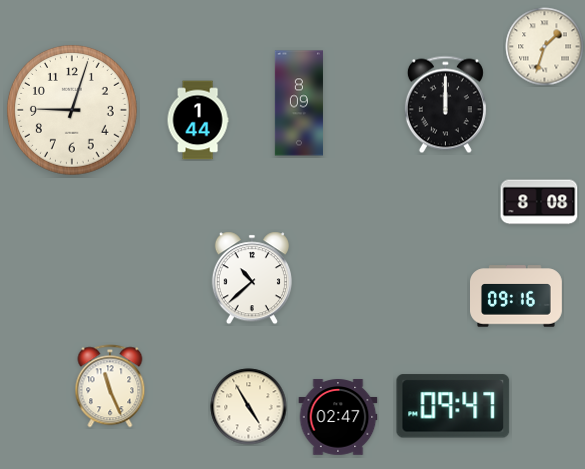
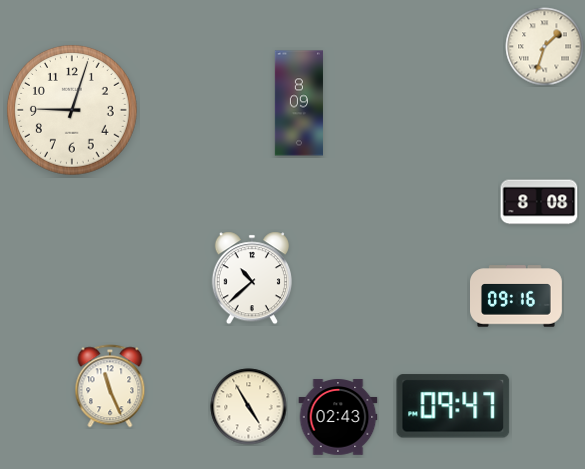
clock at (445, 105): 12:00 -> none
clock at (198, 120): 1:44 -> none
clock at (338, 417): 02:47 -> 02:43
